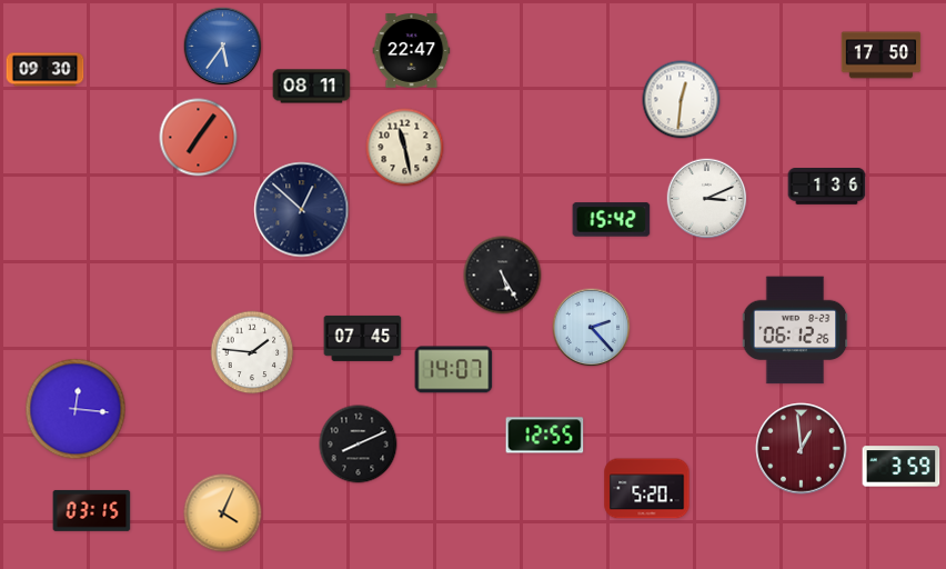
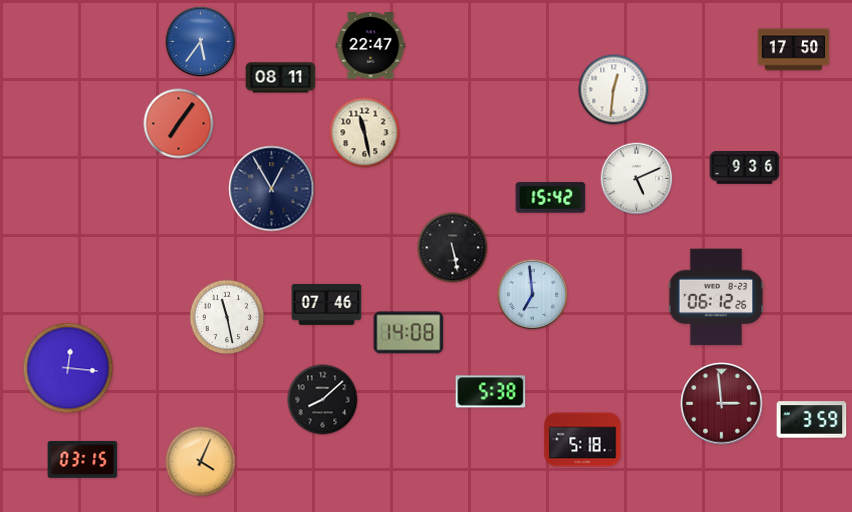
clock at (46, 70): 09:30 -> none
clock at (827, 187): 1:36 -> 9:36
clock at (707, 199): 3:11 -> 5:11
clock at (302, 210): 12:52 -> 12:55
clock at (503, 276): 5:25 -> 5:28
clock at (592, 328): 2:23 -> 6:59
clock at (363, 338): 07:45 -> 07:46
clock at (252, 352): 1:46 -> 11:28
clock at (454, 370): 14:07 -> 14:08
clock at (545, 436): 12:55 -> 5:38
clock at (359, 445): 8:11 -> 8:08
clock at (802, 449): 12:59 -> 2:59
clock at (647, 489): 5:20 -> 5:18
